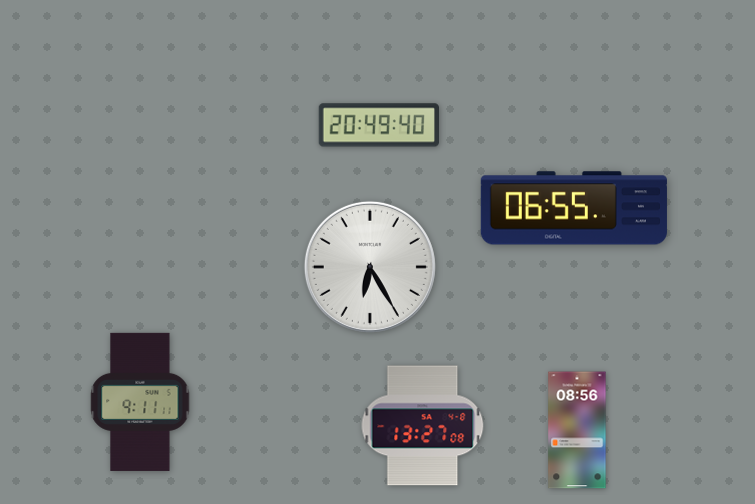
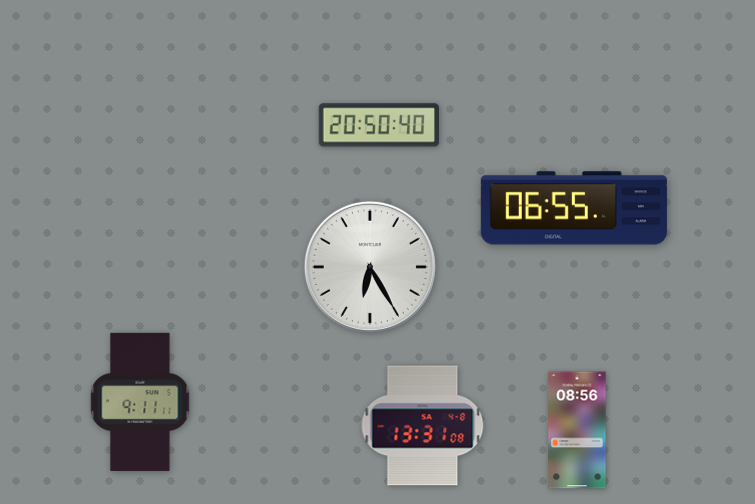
clock at (378, 125): 20:49 -> 20:50
clock at (423, 426): 13:27 -> 13:31
